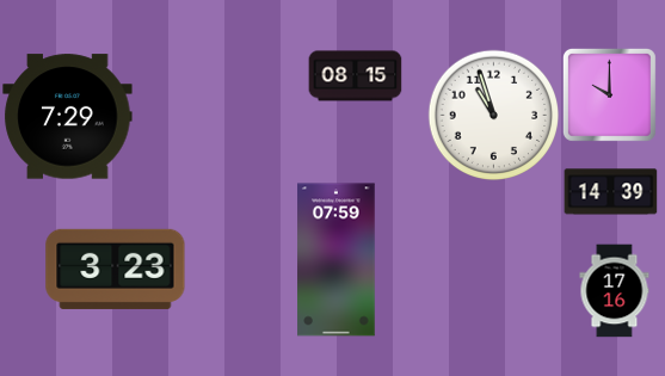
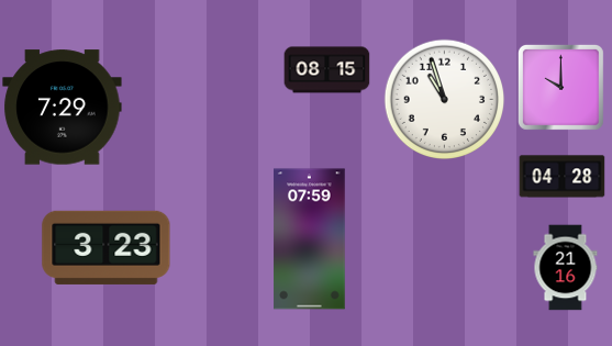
clock at (493, 115) position: (493, 115) -> (444, 99)
clock at (610, 192): 14:39 -> 04:28
clock at (615, 290): 17:16 -> 21:16
